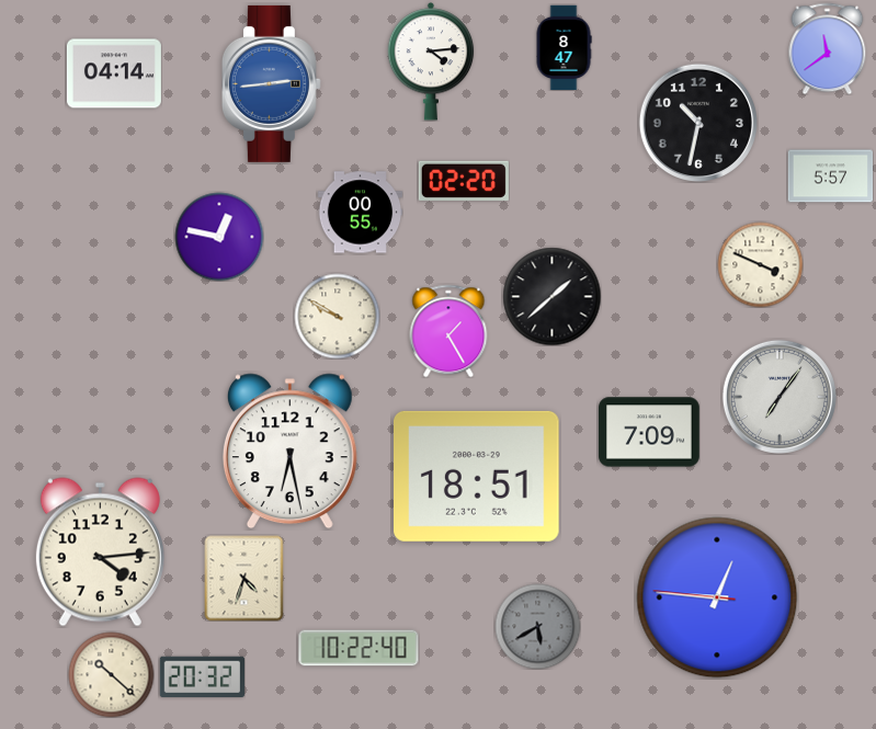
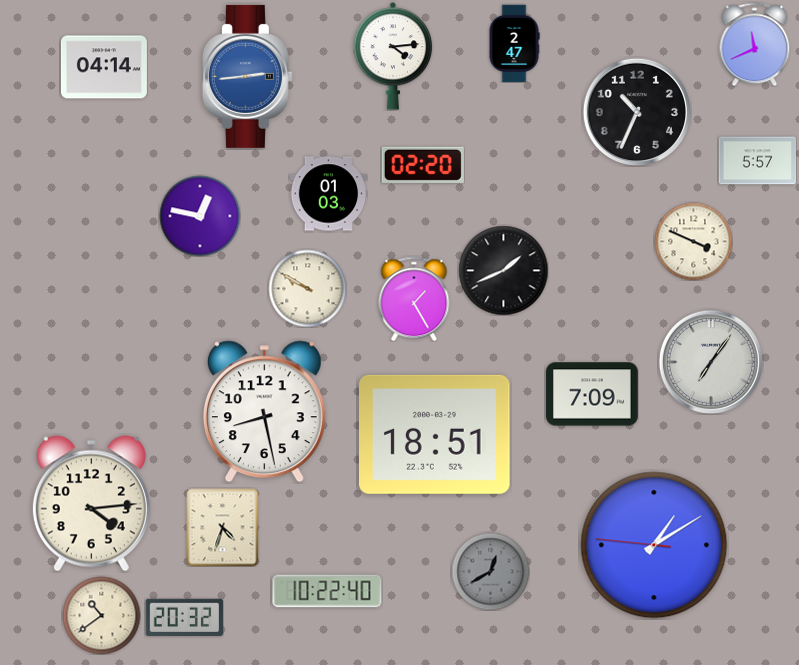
clock at (564, 47): 8:47 -> 2:47
clock at (828, 48): 11:39 -> 11:41
clock at (697, 122): 10:32 -> 10:34
clock at (360, 213): 00:55 -> 01:03
clock at (551, 296): 1:38 -> 1:41
clock at (448, 331) position: (448, 331) -> (414, 299)
clock at (289, 452): 6:28 -> 8:28
clock at (717, 597): 12:45 -> 1:09
clock at (537, 626): 5:40 -> 12:40
clock at (111, 674): 10:22 -> 10:39
